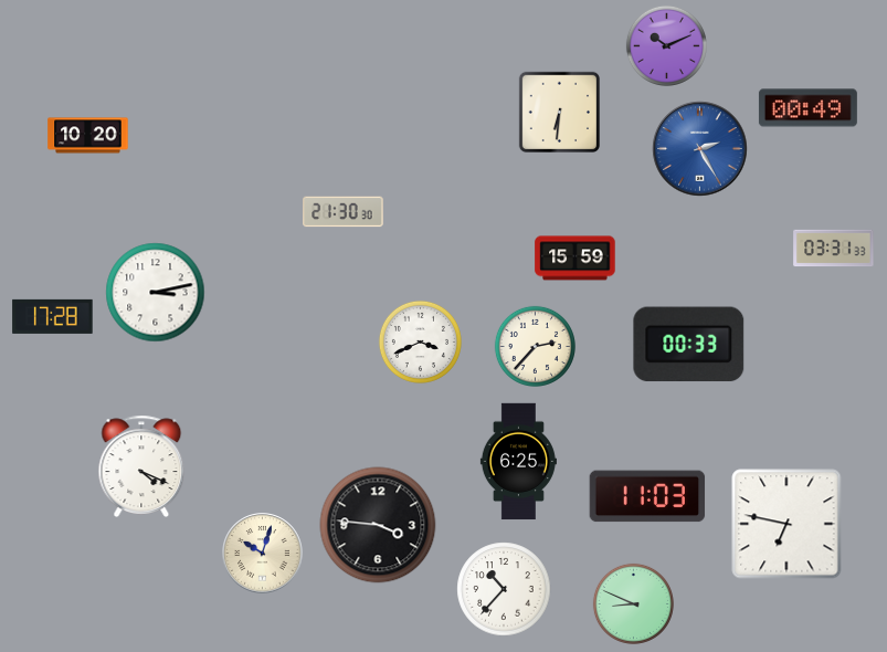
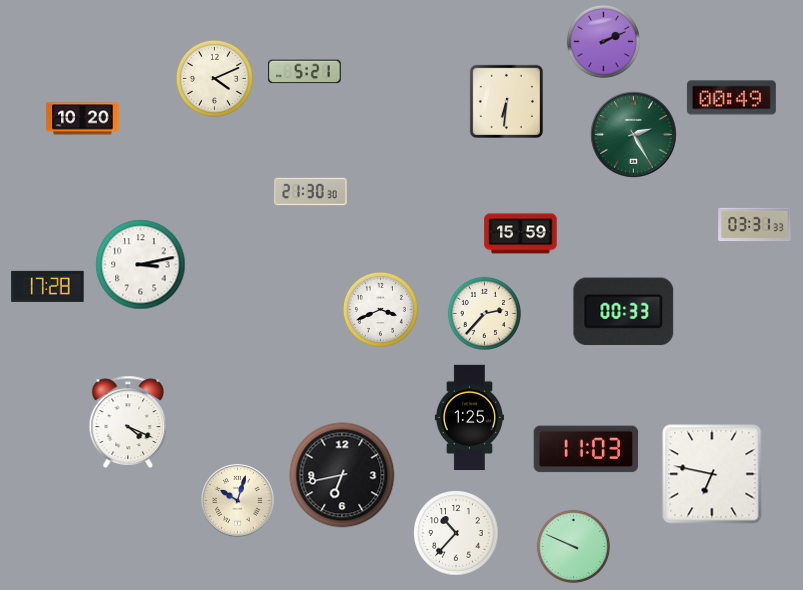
clock at (666, 45): 10:11 -> 2:11
clock at (305, 72): none -> 5:21
clock at (214, 78): none -> 4:11
clock at (88, 136) position: (88, 136) -> (83, 119)
clock at (700, 149) dial: blue -> green
clock at (518, 462): 6:25 -> 1:25
clock at (378, 525): 3:46 -> 6:43
clock at (633, 603): 8:49 -> 9:49
